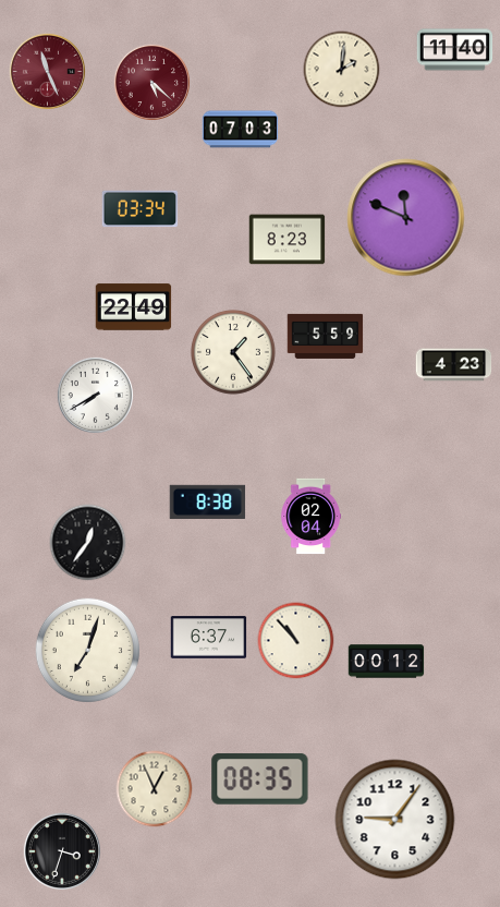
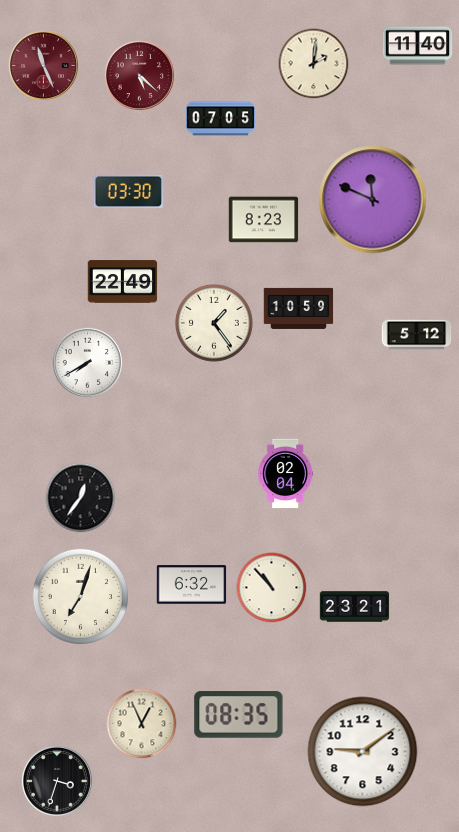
clock at (241, 130): 07:03 -> 07:05
clock at (141, 209): 03:34 -> 03:30
clock at (326, 336): 5:59 -> 10:59
clock at (454, 365): 4:23 -> 5:12
clock at (208, 501): 8:38 -> none
clock at (209, 638): 6:37 -> 6:32
clock at (387, 662): 00:12 -> 23:21
clock at (395, 820): 9:06 -> 9:09
